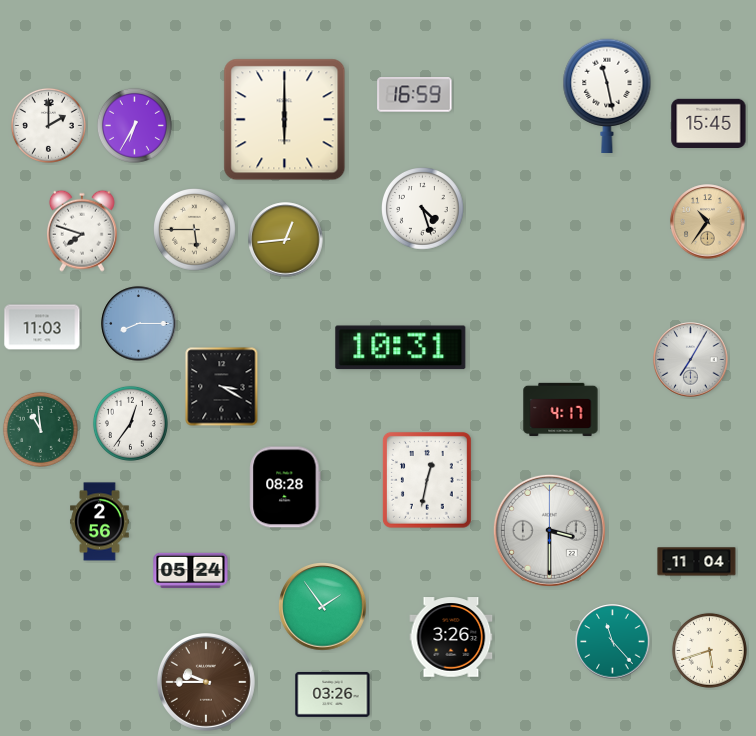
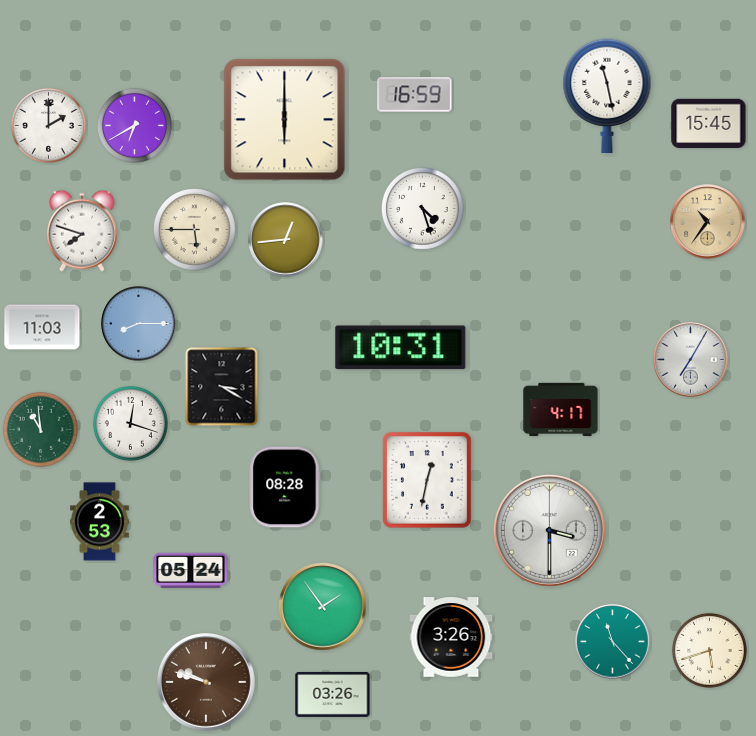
clock at (134, 125): 6:35 -> 6:40
clock at (130, 423): 12:36 -> 12:18
clock at (100, 522): 2:56 -> 2:53
clock at (697, 562): 11:04 -> none
clock at (207, 683): 9:45 -> 9:48
